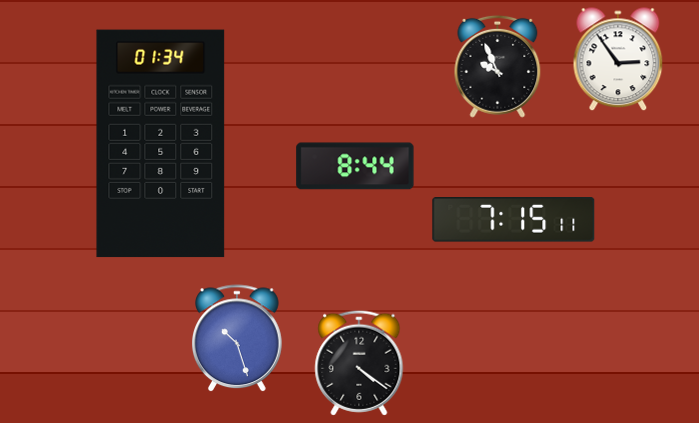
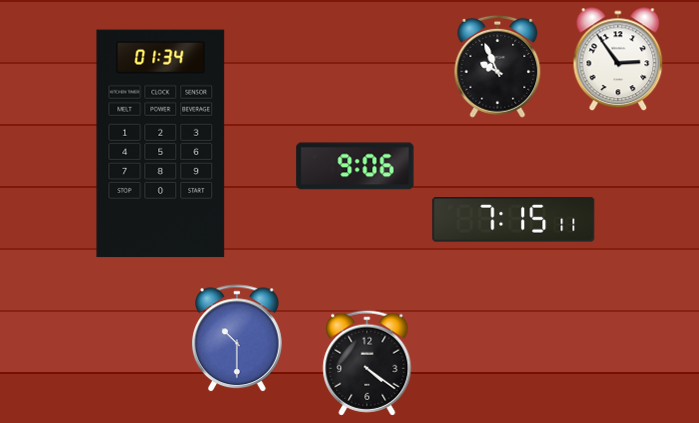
clock at (355, 166): 8:44 -> 9:06
clock at (238, 339): 10:27 -> 10:30
clock at (359, 363) position: (359, 363) -> (367, 363)
